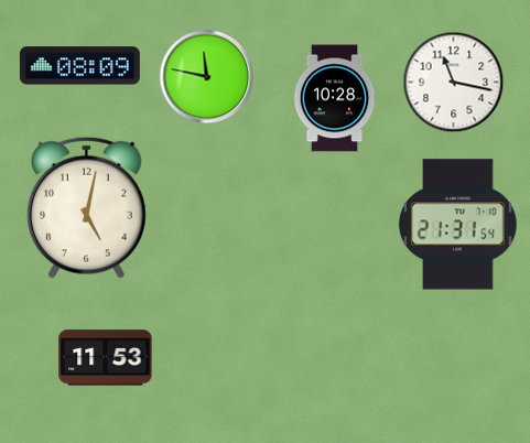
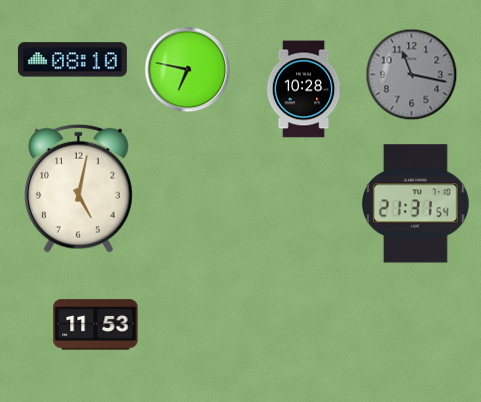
clock at (79, 66): 08:09 -> 08:10
clock at (207, 77): 11:47 -> 6:47
clock at (454, 83) dial: white -> grey
